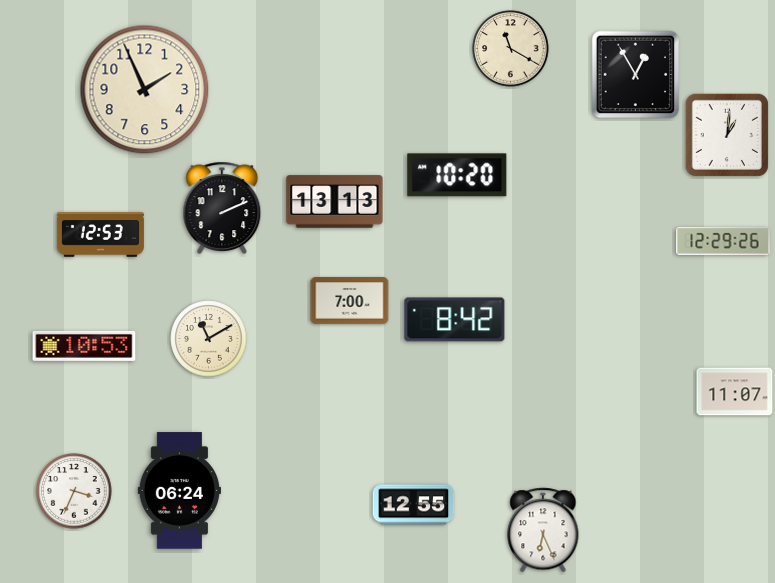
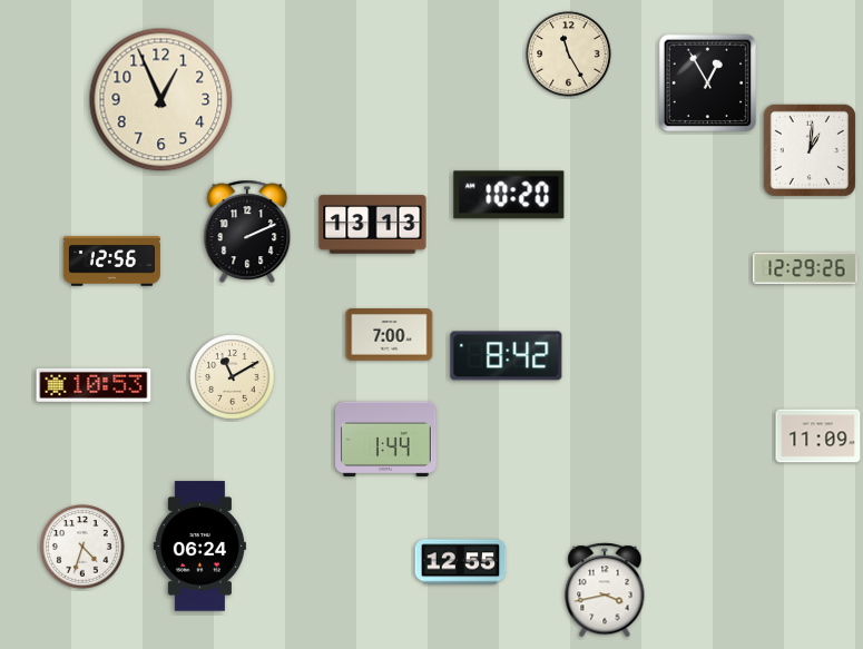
clock at (511, 49): 11:20 -> 11:25
clock at (145, 90): 1:56 -> 12:56
clock at (100, 235): 12:53 -> 12:56
clock at (735, 392): 11:07 -> 11:09
clock at (386, 439): none -> 1:44
clock at (74, 491): 3:34 -> 4:33
clock at (543, 530): 6:26 -> 3:43
